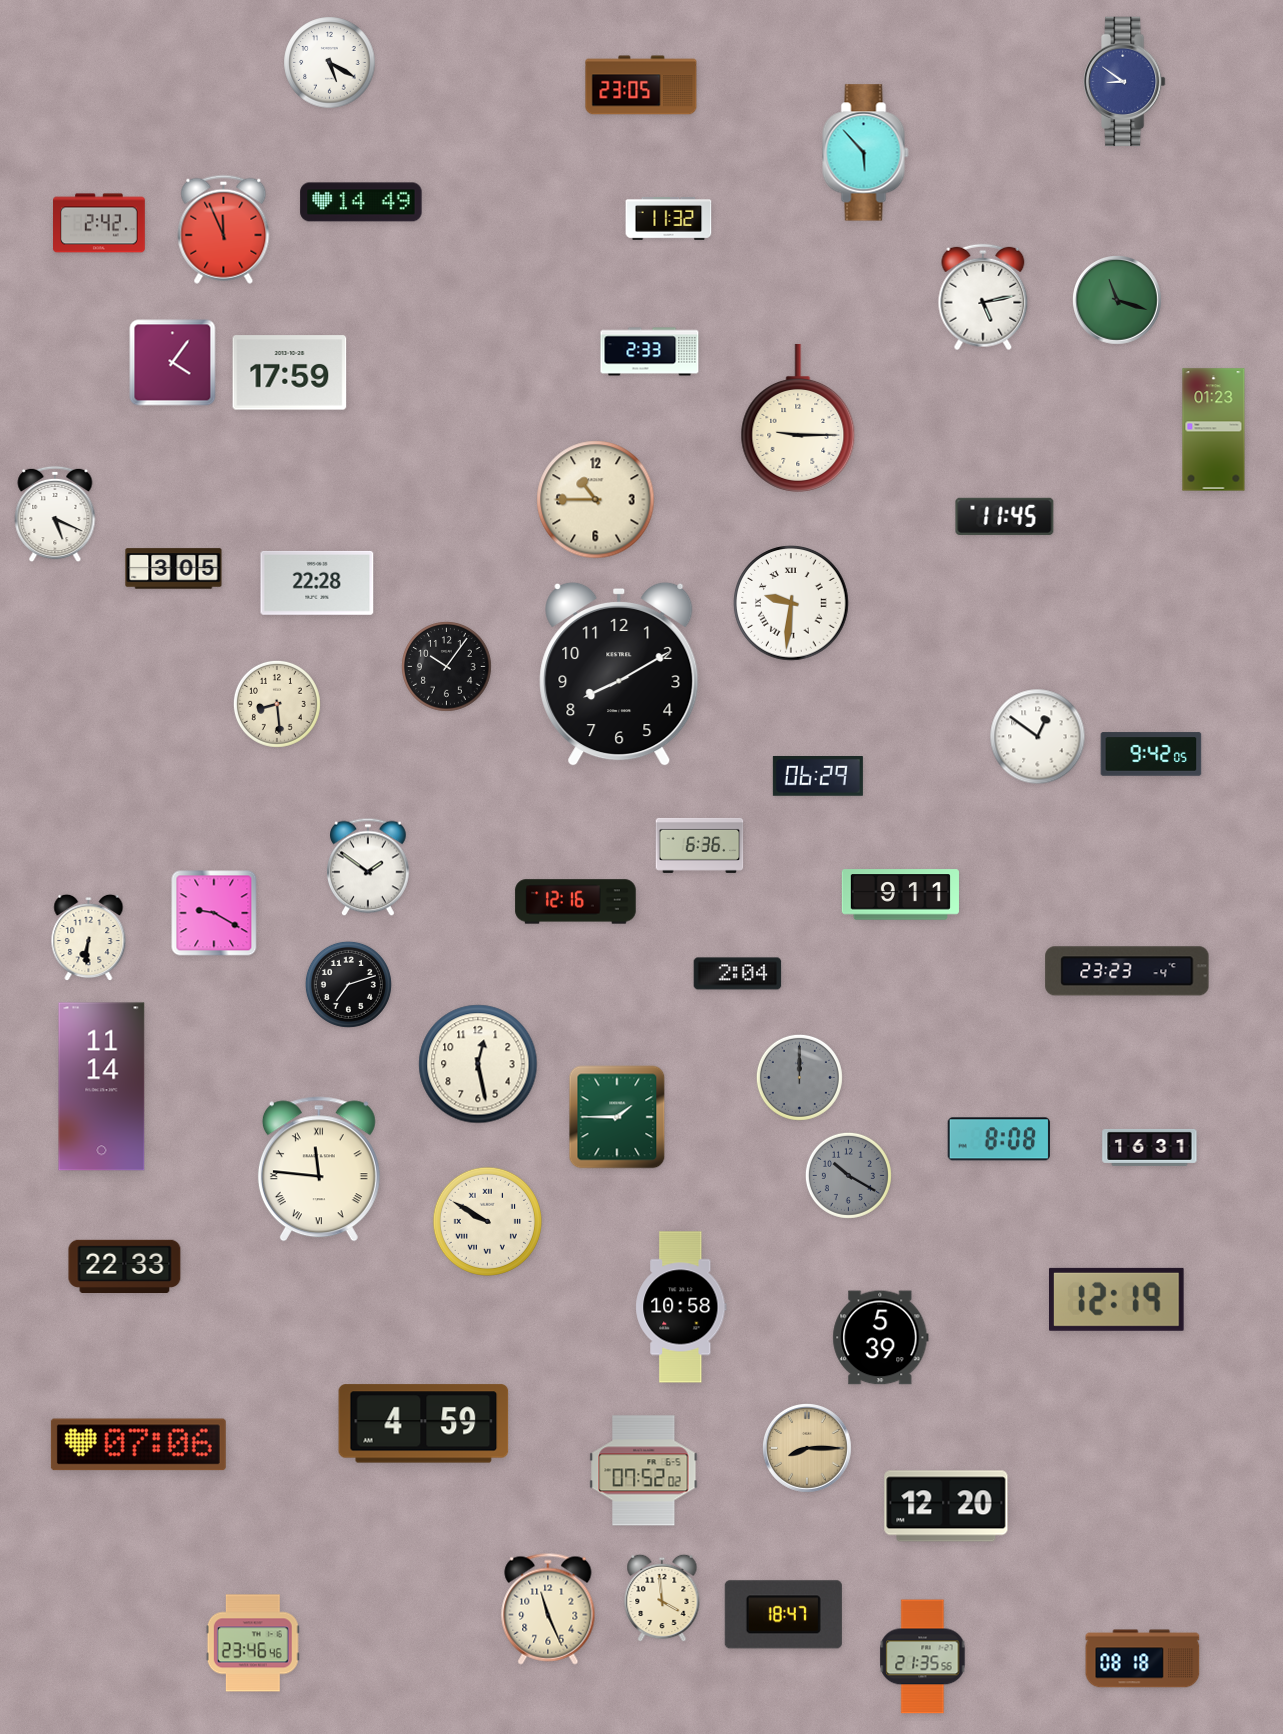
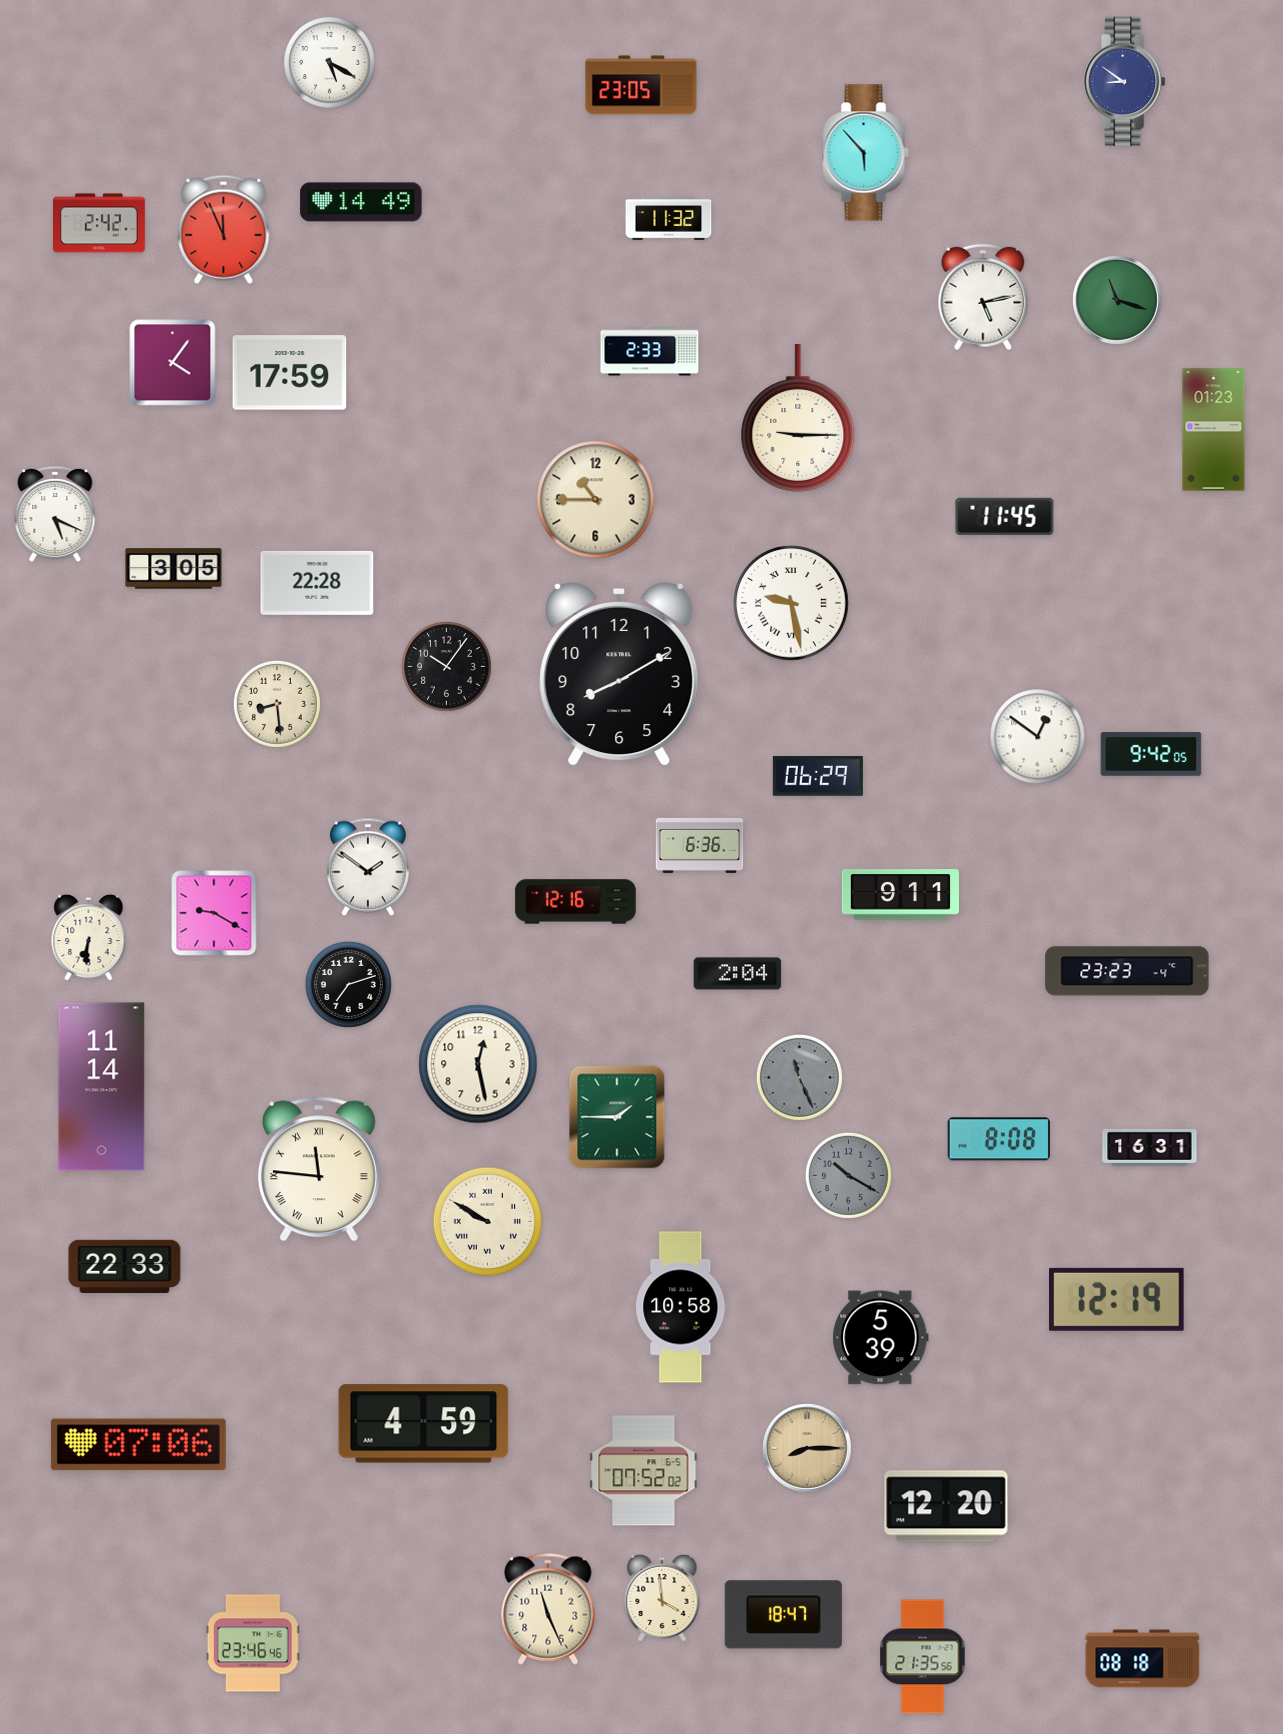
clock at (791, 603): 9:31 -> 9:28
clock at (799, 1077): 12:00 -> 11:26
